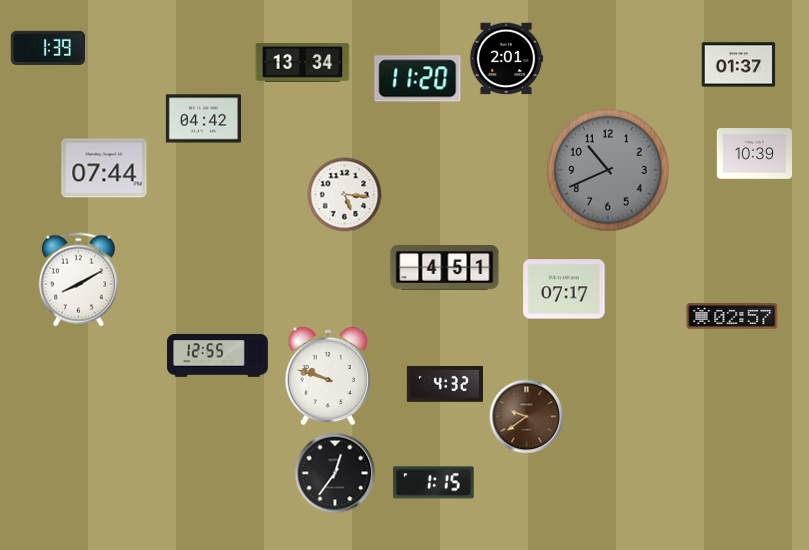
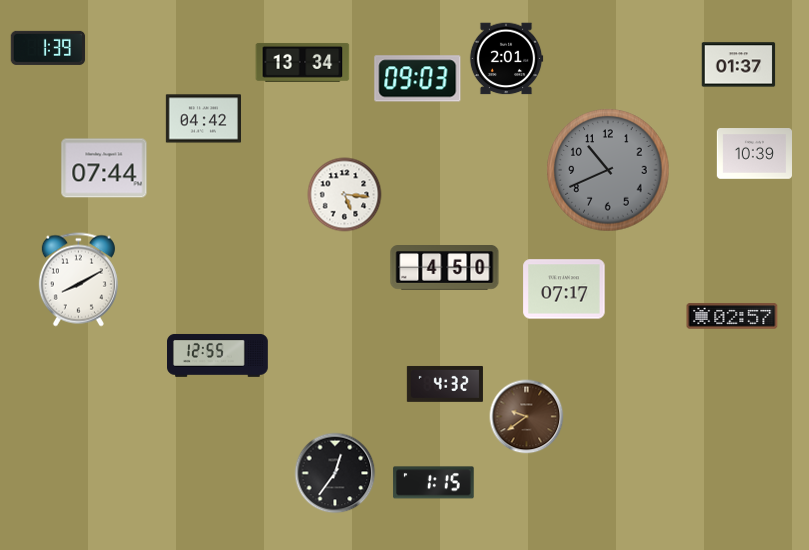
clock at (418, 79): 11:20 -> 09:03
clock at (445, 268): 4:51 -> 4:50
clock at (328, 376): 9:48 -> none
